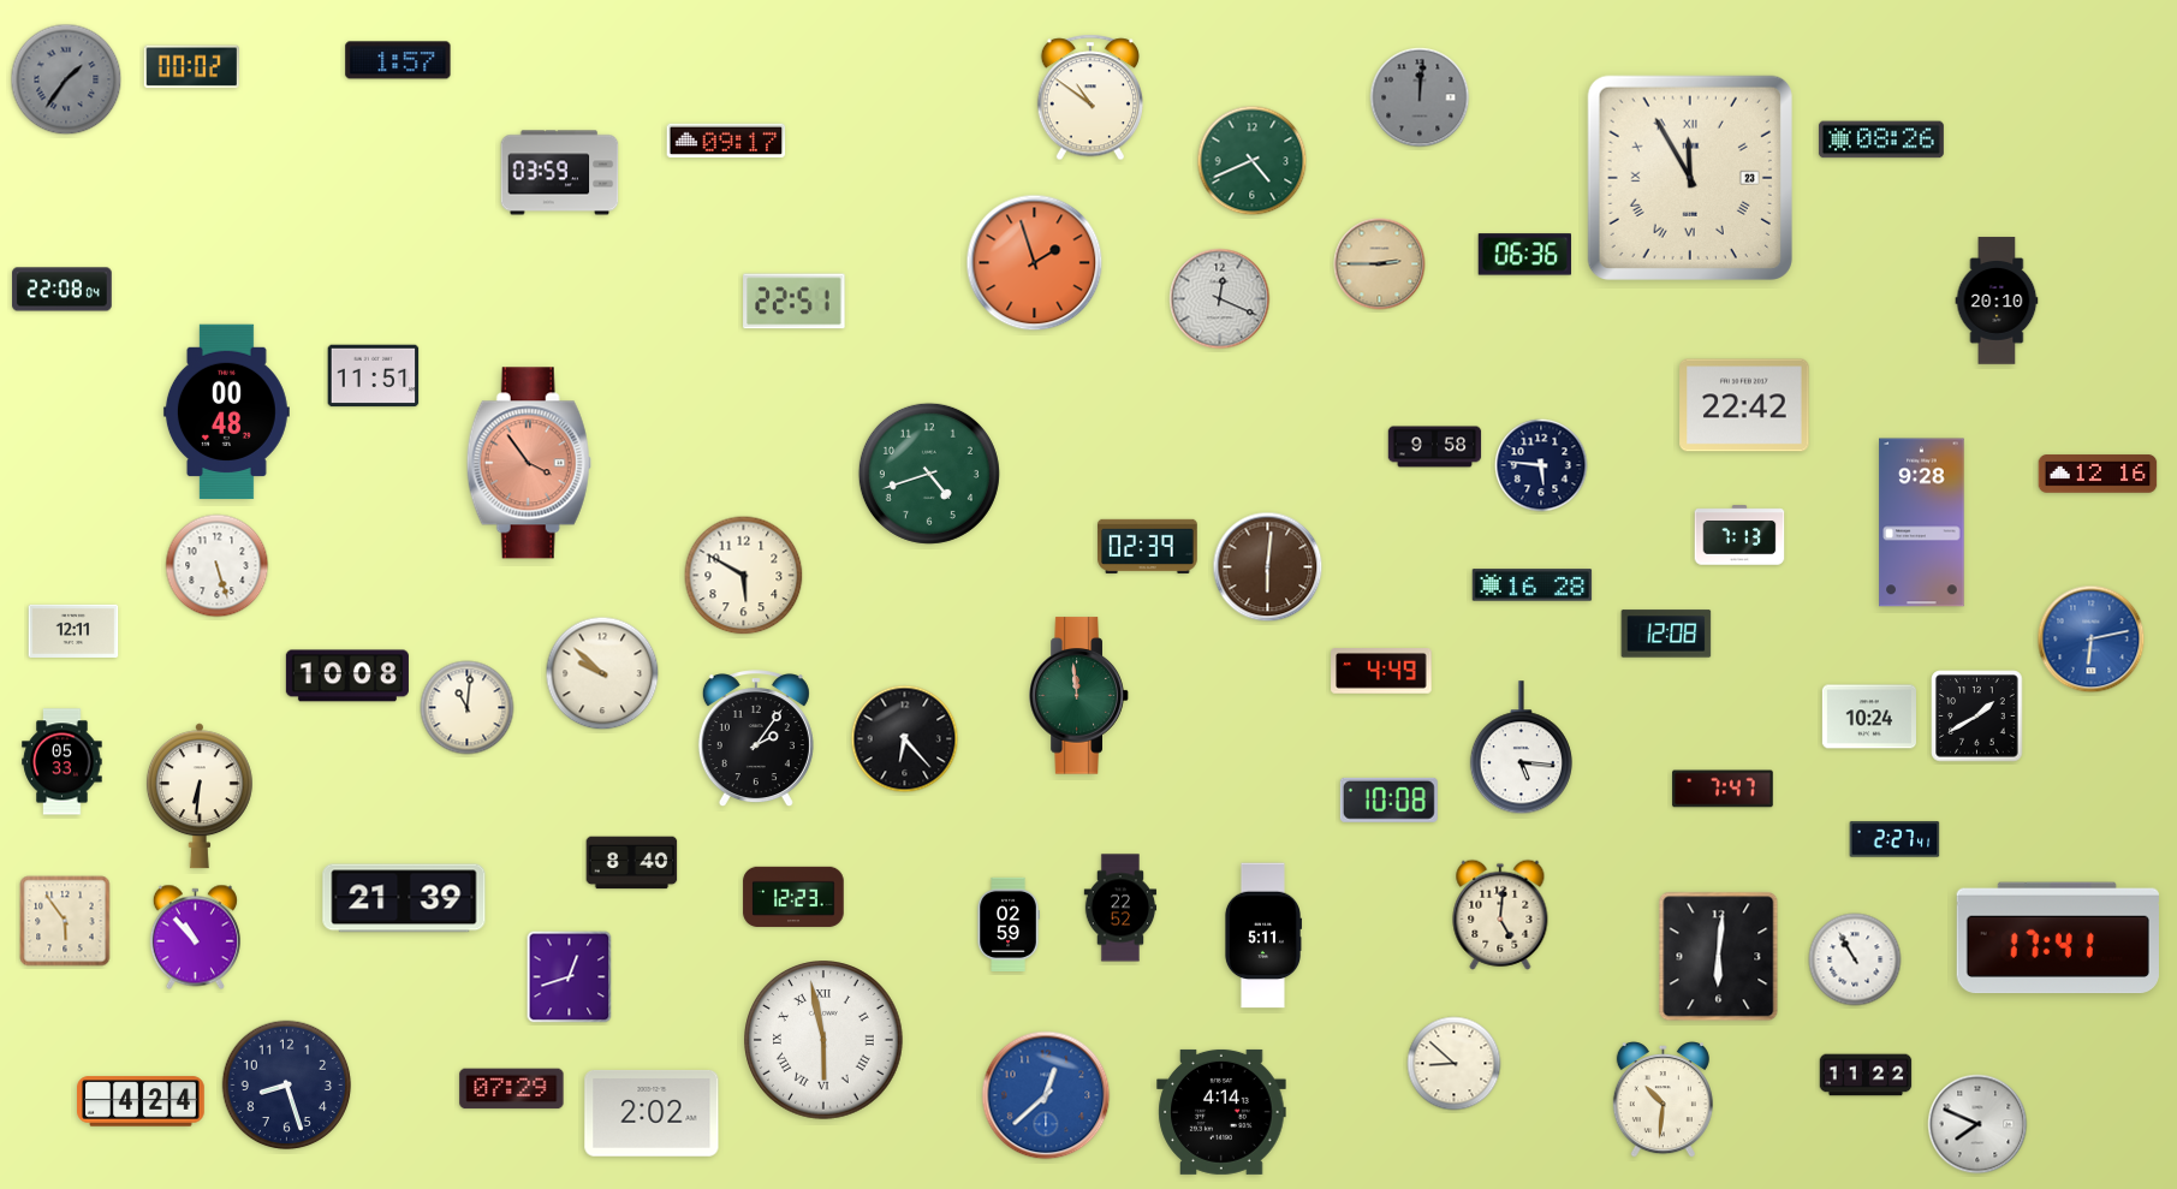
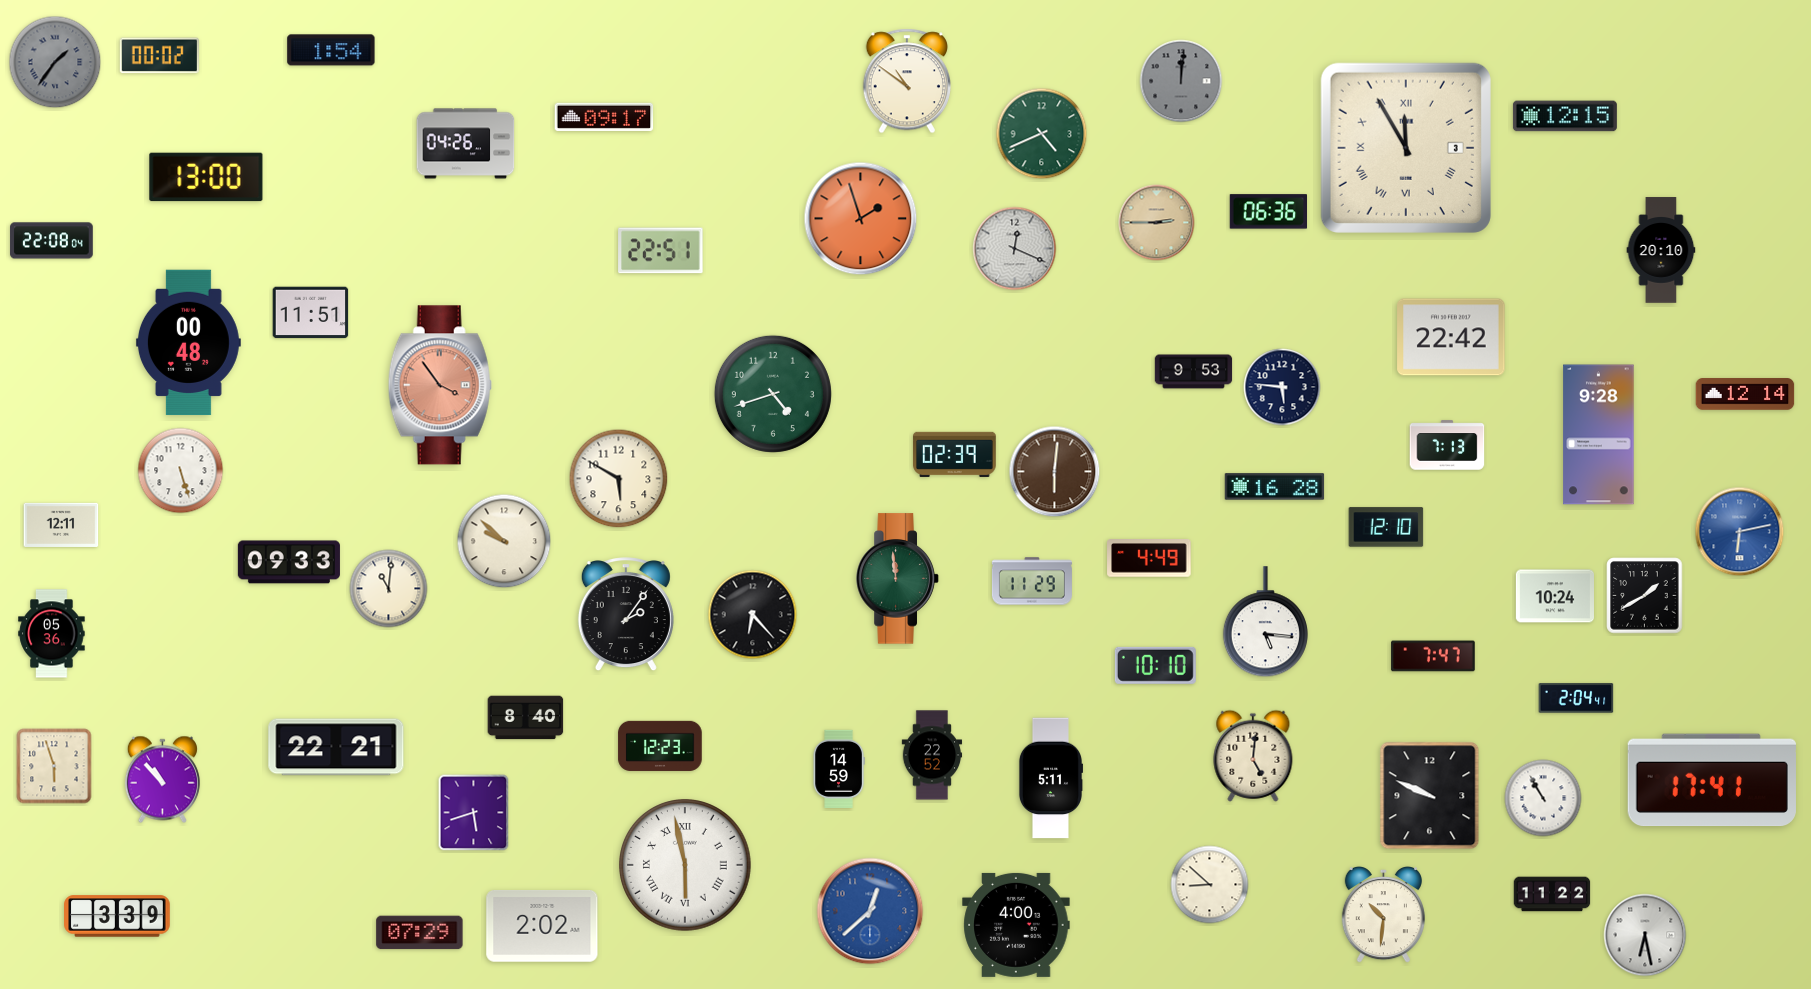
clock at (398, 60): 1:57 -> 1:54
clock at (66, 79) position: (66, 79) -> (55, 62)
clock at (1881, 139): 08:26 -> 12:15
clock at (560, 173): 03:59 -> 04:26
clock at (1690, 178) date: 23 -> 3
clock at (206, 177): none -> 13:00
clock at (1380, 264) position: (1380, 264) -> (1157, 223)
clock at (1435, 447): 9:58 -> 9:53
clock at (2098, 474): 12:16 -> 12:14
clock at (1666, 634): 12:08 -> 12:10
clock at (602, 673) position: (602, 673) -> (504, 541)
clock at (347, 676): 10:08 -> 09:33
clock at (1032, 581): none -> 11:29
clock at (756, 739) position: (756, 739) -> (626, 615)
clock at (63, 762): 05:33 -> 05:36
clock at (200, 796): 6:31 -> none
clock at (1388, 799): 10:08 -> 10:10
clock at (1895, 839): 2:27 -> 2:04
clock at (404, 898): 21:39 -> 22:21
clock at (1500, 915) position: (1500, 915) -> (1253, 756)
clock at (65, 921): 5:54 -> 5:57
clock at (1009, 923): 02:59 -> 14:59
clock at (1719, 957): 6:01 -> 9:49
clock at (570, 977): 12:42 -> 5:42
clock at (287, 1086): 8:27 -> none
clock at (512, 1089) position: (512, 1089) -> (420, 933)
clock at (141, 1101): 4:24 -> 3:39
clock at (1221, 1112): 4:14 -> 4:00
clock at (1977, 1124): 7:49 -> 6:28
